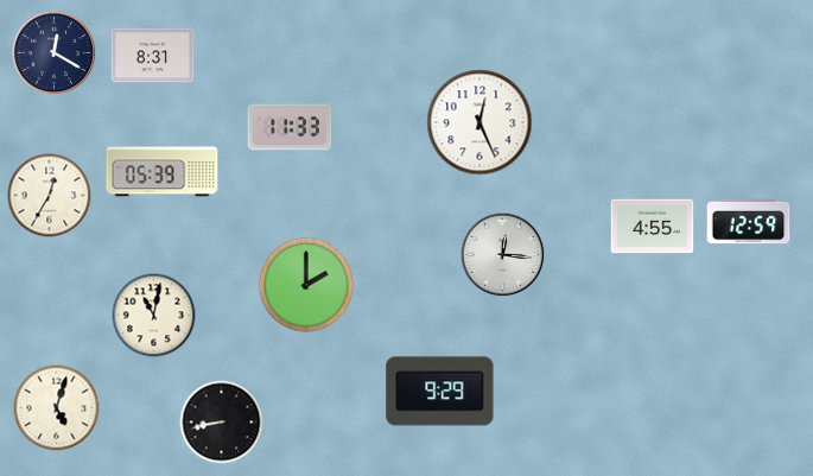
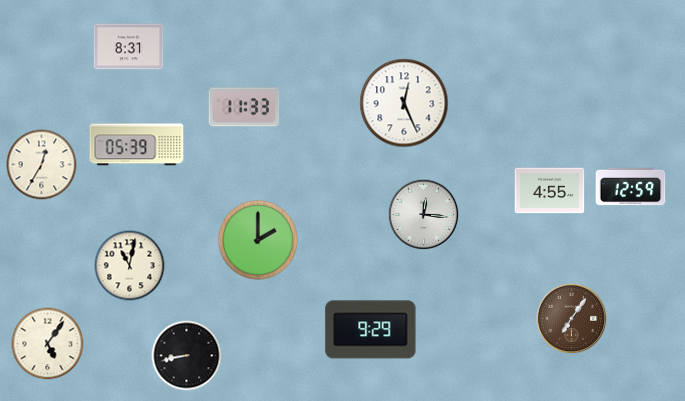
clock at (55, 53): 12:20 -> none
clock at (572, 319): none -> 7:06
clock at (57, 408): 5:03 -> 5:06
